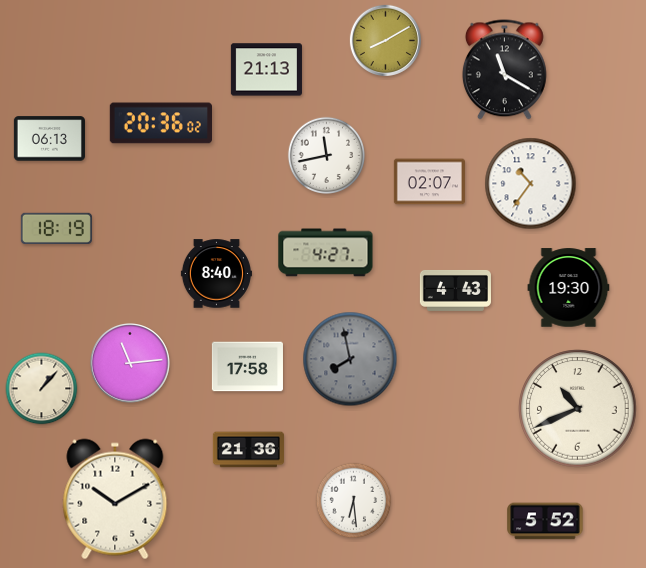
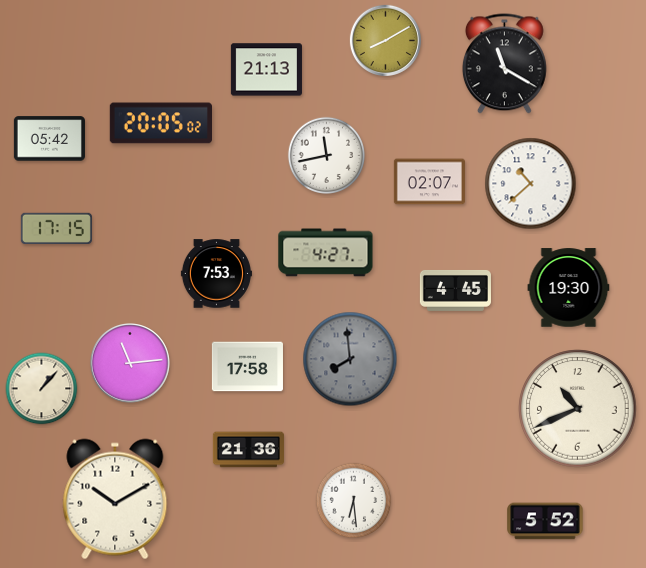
clock at (504, 70) position: (504, 70) -> (504, 64)
clock at (160, 123): 20:36 -> 20:05
clock at (49, 139): 06:13 -> 05:42
clock at (531, 184): 10:36 -> 10:38
clock at (56, 228): 18:19 -> 17:15
clock at (216, 274): 8:40 -> 7:53
clock at (455, 290): 4:43 -> 4:45
clock at (350, 359): 7:58 -> 7:59
